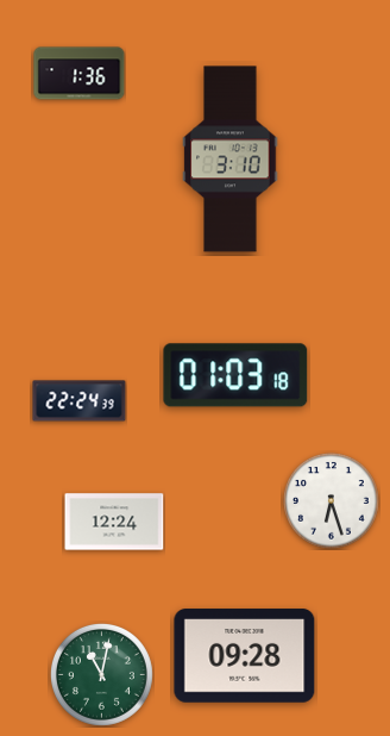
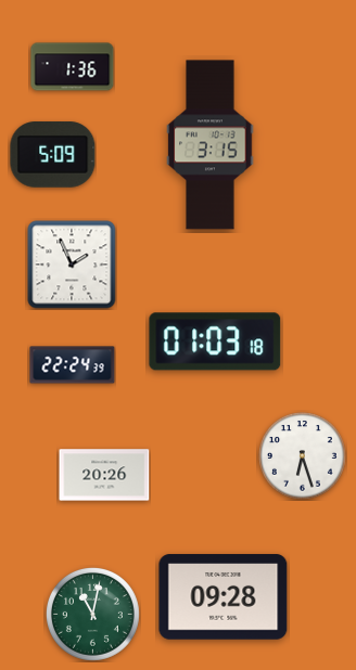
clock at (231, 160): 3:10 -> 3:15
clock at (53, 155): none -> 5:09
clock at (72, 265): none -> 1:56
clock at (114, 522): 12:24 -> 20:26
